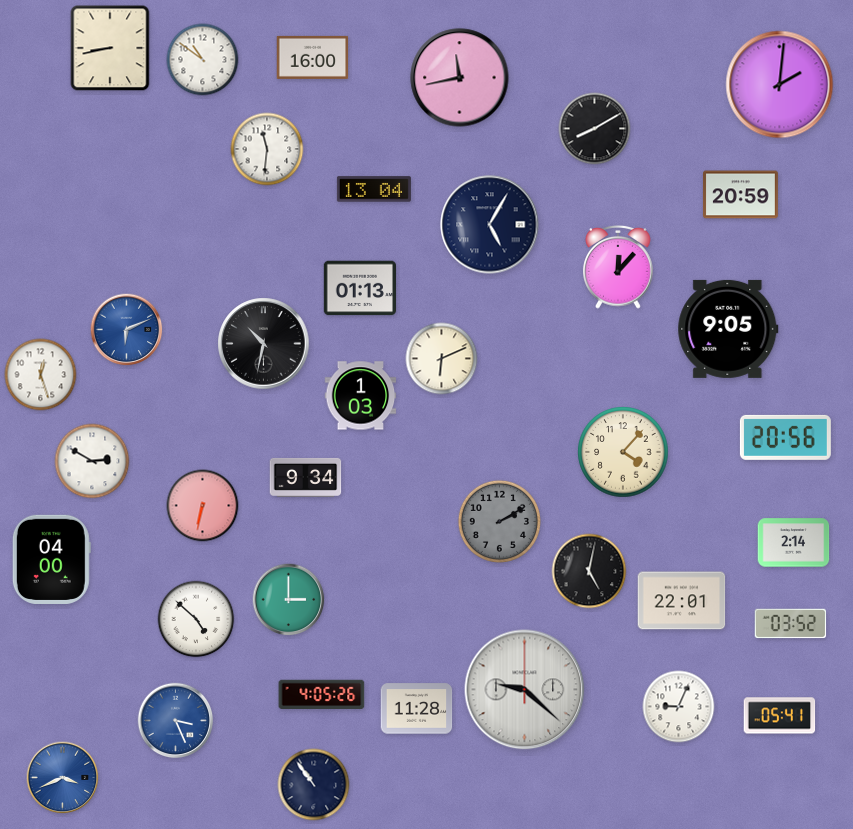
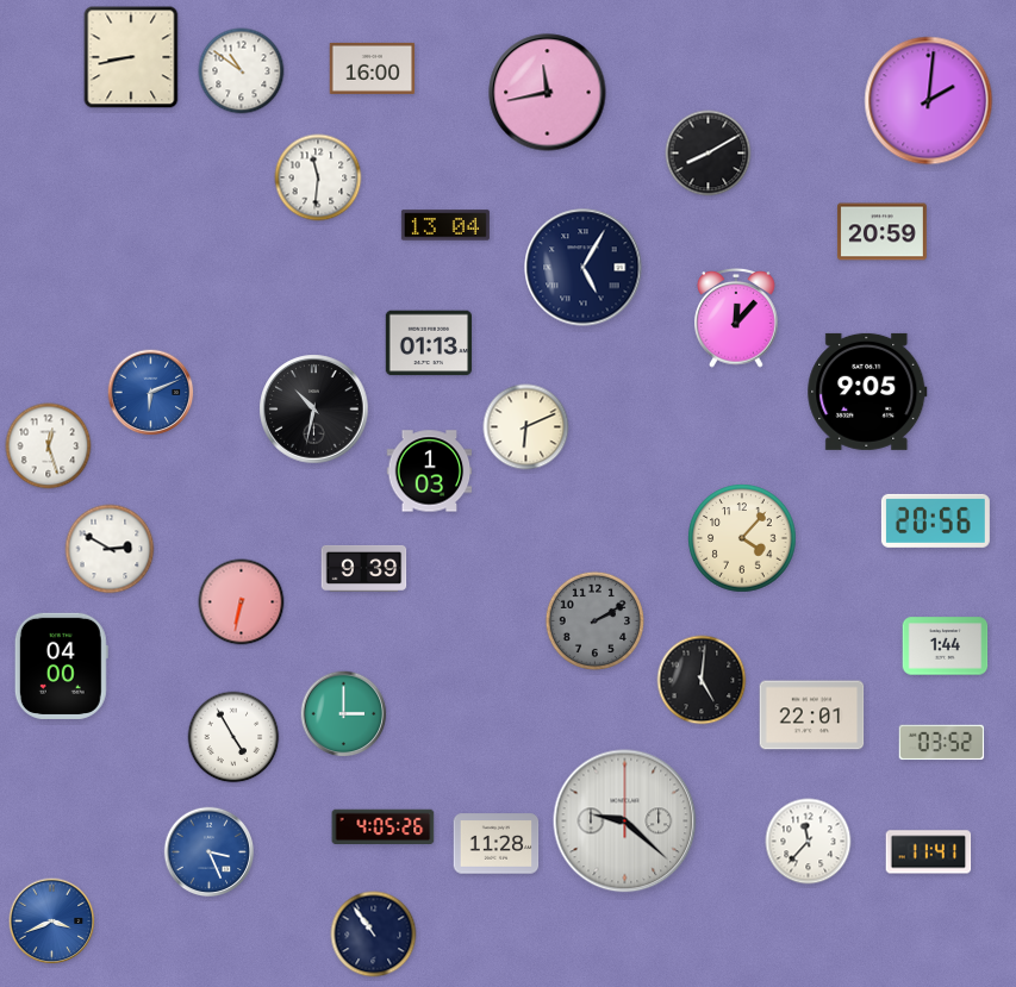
clock at (306, 477): 9:34 -> 9:39
clock at (794, 543): 2:14 -> 1:44
clock at (589, 571): 5:02 -> 5:01
clock at (196, 619): 4:52 -> 4:55
clock at (679, 707): 9:04 -> 11:37
clock at (780, 716): 05:41 -> 11:41
clock at (176, 721) position: (176, 721) -> (210, 852)
clock at (63, 778) position: (63, 778) -> (52, 922)
